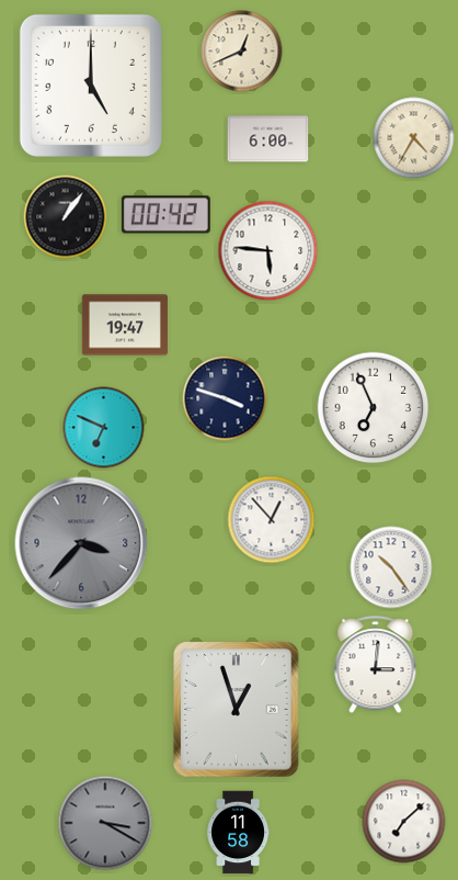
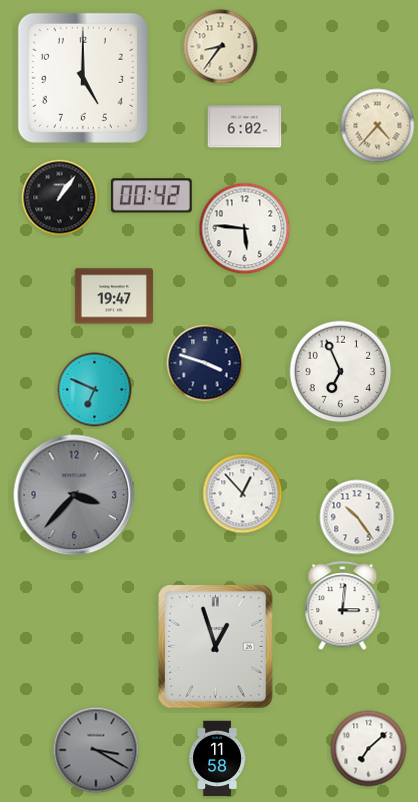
clock at (242, 52): 12:41 -> 8:36
clock at (414, 138): 4:35 -> 4:37
clock at (268, 139): 6:00 -> 6:02
clock at (272, 520) position: (272, 520) -> (243, 494)
